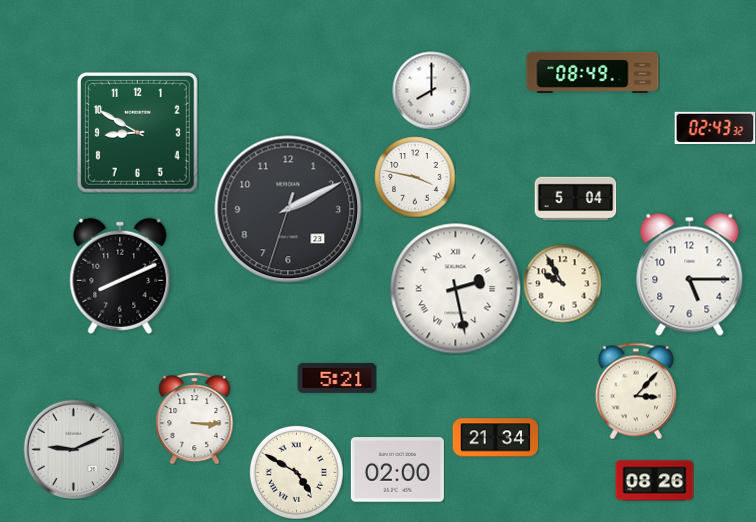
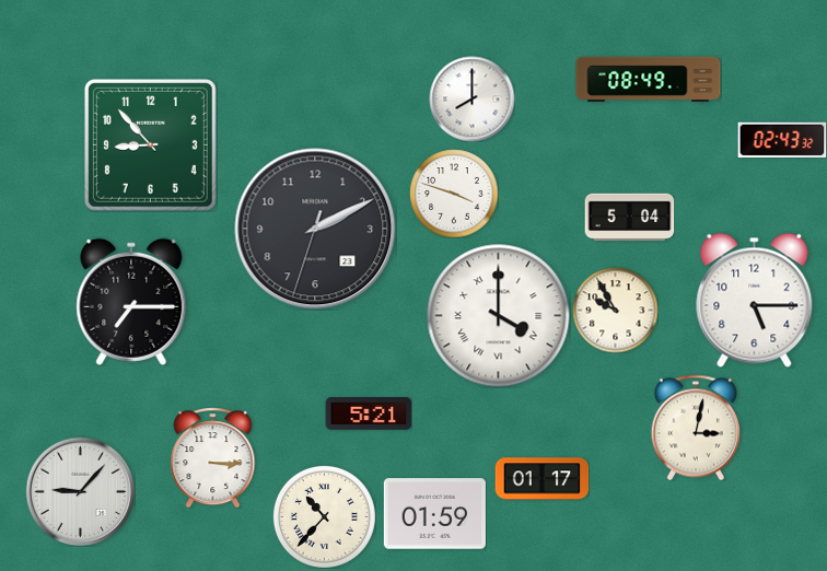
clock at (137, 132): 8:50 -> 8:53
clock at (415, 177): 3:47 -> 3:48
clock at (120, 276): 8:11 -> 7:15
clock at (456, 289): 2:28 -> 4:00
clock at (636, 391): 3:07 -> 3:02
clock at (495, 438): 21:34 -> 01:17
clock at (73, 449): 9:11 -> 9:07
clock at (397, 470): 02:00 -> 01:59
clock at (296, 472): 4:50 -> 10:37
clock at (654, 481): 08:26 -> none
